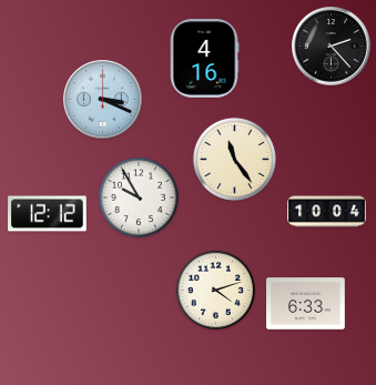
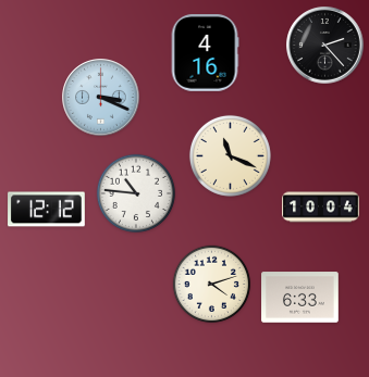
clock at (204, 59) position: (204, 59) -> (205, 53)
clock at (234, 159): 11:24 -> 11:19
clock at (138, 196): 9:55 -> 10:46
